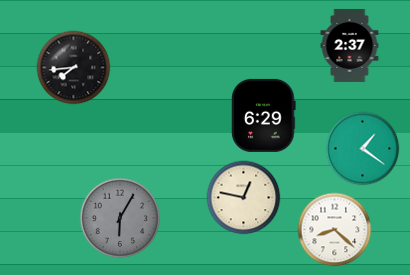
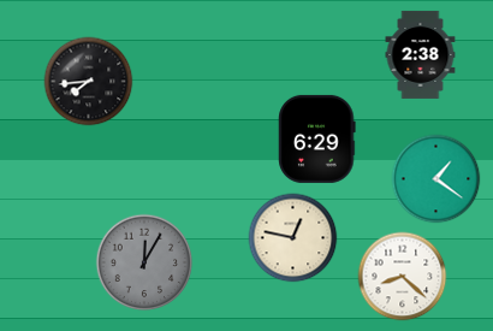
clock at (350, 45): 2:37 -> 2:38
clock at (120, 218): 6:05 -> 12:05
